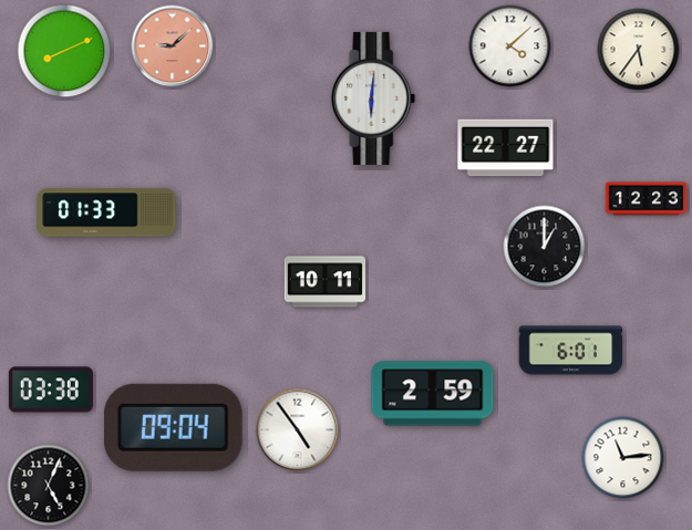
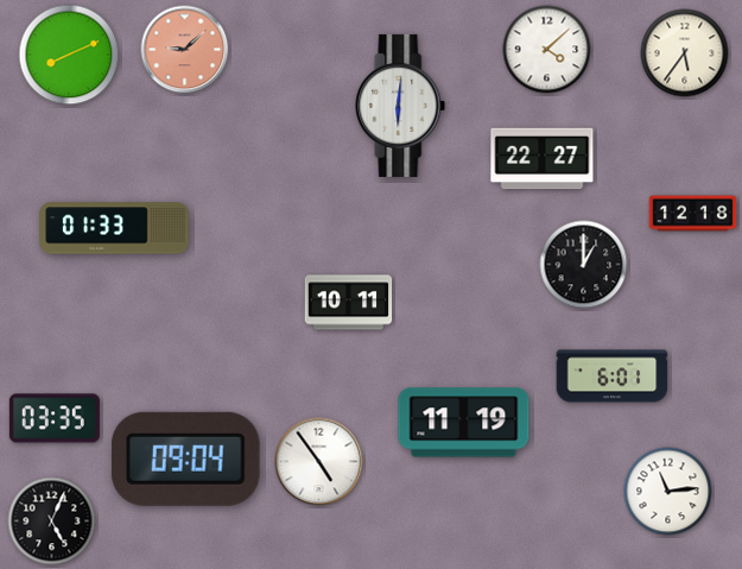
clock at (647, 199): 12:23 -> 12:18
clock at (51, 389): 03:38 -> 03:35
clock at (433, 394): 2:59 -> 11:19
